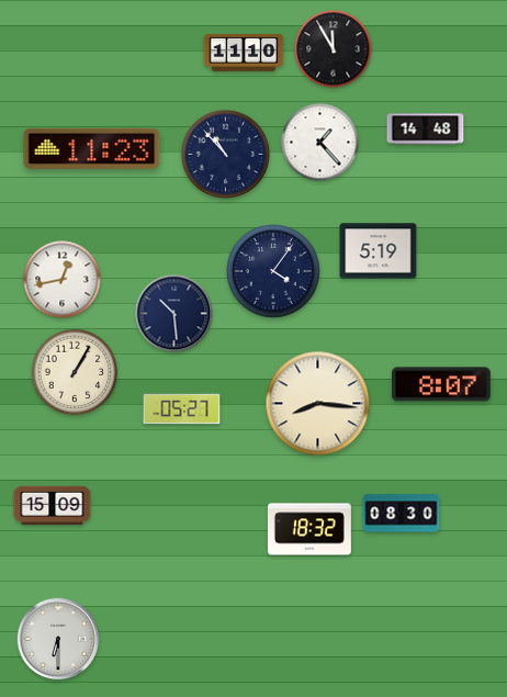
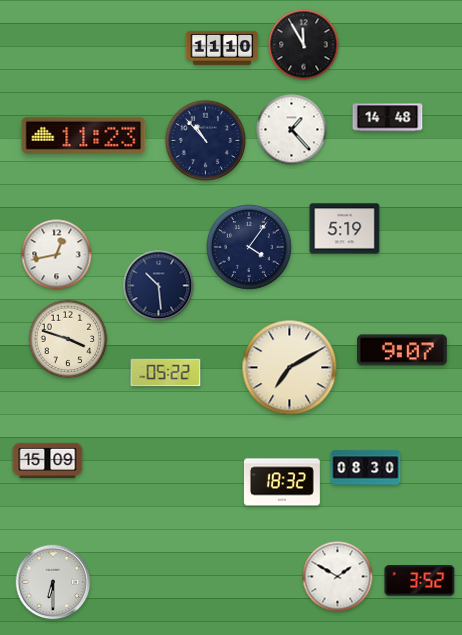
clock at (75, 372): 1:05 -> 3:48
clock at (442, 384): 8:07 -> 9:07
clock at (318, 404): 8:16 -> 7:10
clock at (182, 409): 05:27 -> 05:22
clock at (338, 577): none -> 1:50
clock at (420, 581): none -> 3:52
